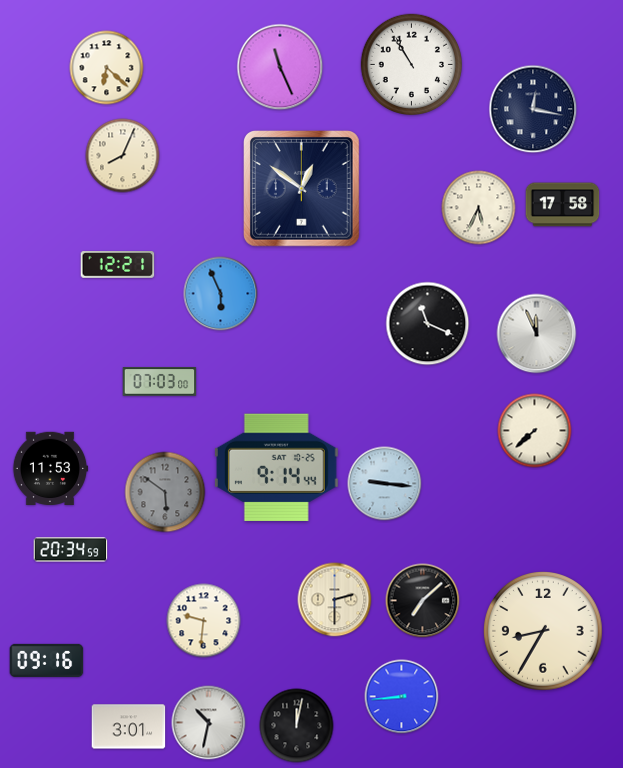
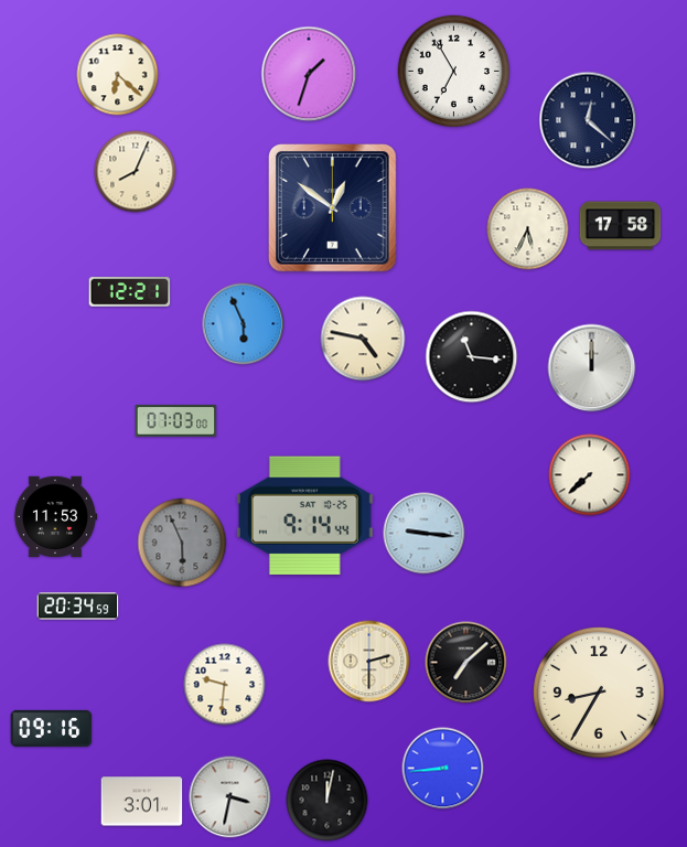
clock at (411, 64): 10:55 -> 6:55
clock at (280, 67): 11:26 -> 1:33
clock at (533, 109): 12:17 -> 12:22
clock at (363, 339): none -> 4:47
clock at (428, 324): 11:19 -> 11:16
clock at (537, 334): 11:56 -> 12:00
clock at (165, 492): 5:51 -> 5:56
clock at (544, 632) position: (544, 632) -> (600, 694)
clock at (209, 723): 10:32 -> 3:32
